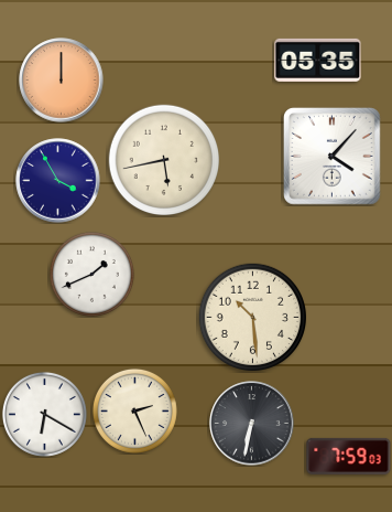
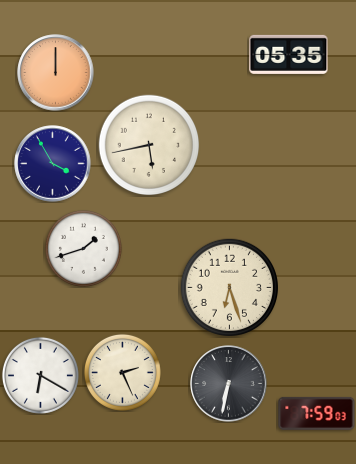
clock at (333, 157): 4:07 -> none
clock at (91, 274): 1:41 -> 1:42
clock at (252, 317): 10:29 -> 6:27
